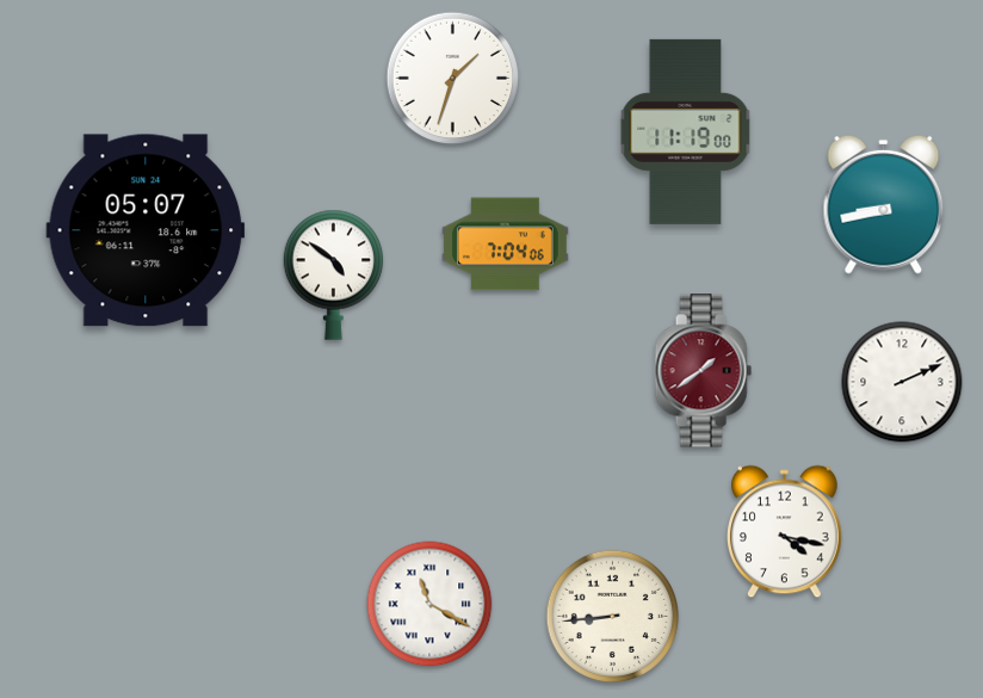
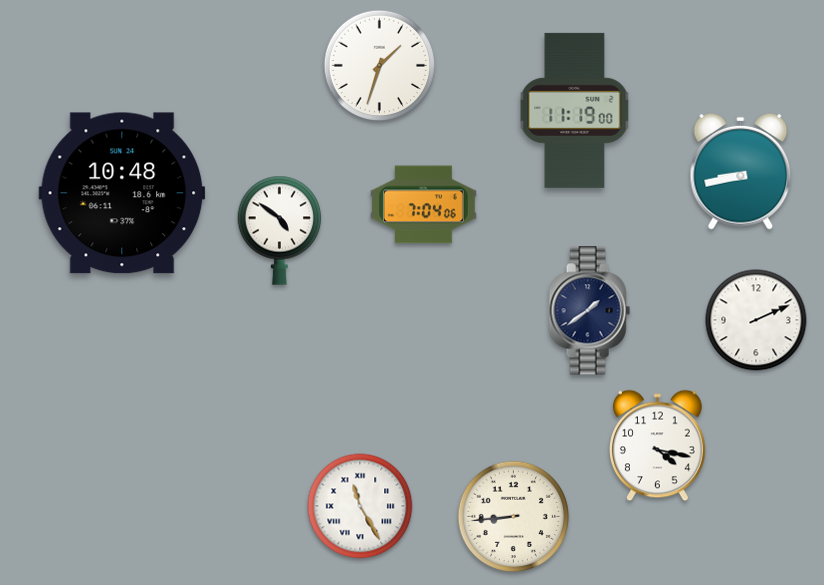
clock at (146, 230): 05:07 -> 10:48
clock at (703, 371) dial: burgundy -> navy
clock at (429, 604): 11:20 -> 11:25
